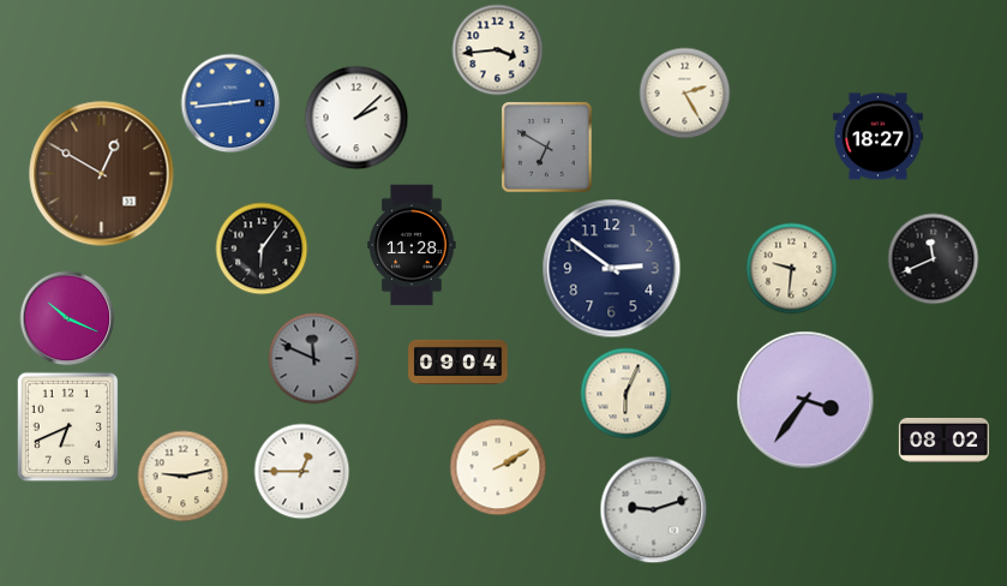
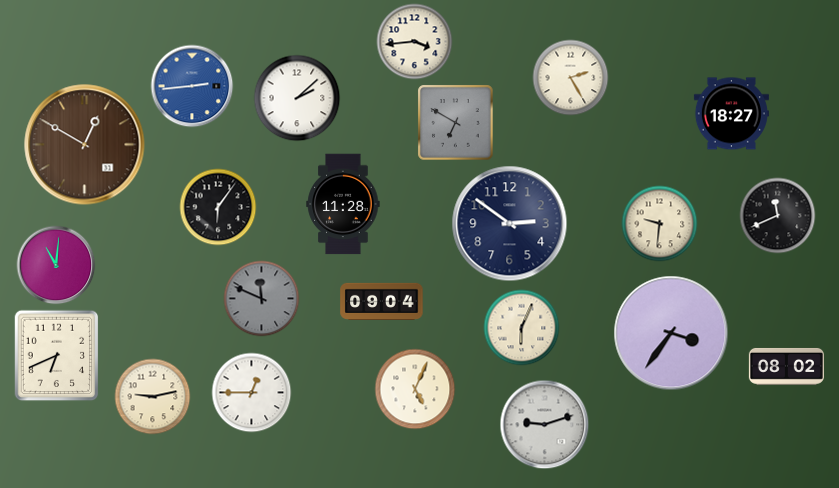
clock at (67, 318): 10:19 -> 11:01
clock at (498, 467): 2:10 -> 5:04
